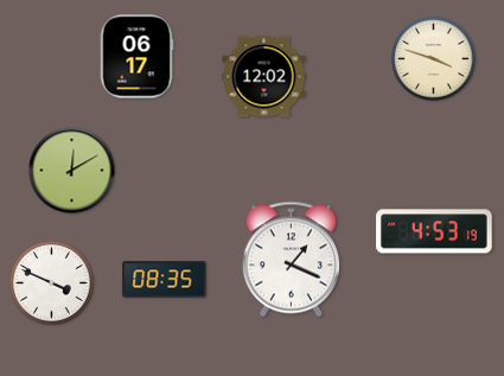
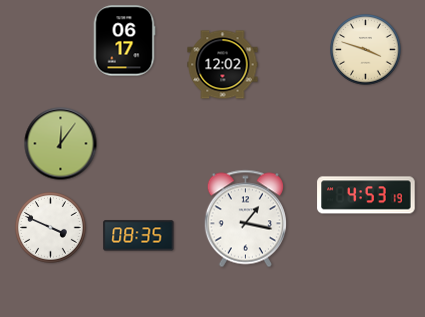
clock at (136, 57) position: (136, 57) -> (124, 41)
clock at (72, 171): 12:10 -> 12:06
clock at (291, 260): 1:19 -> 1:17
clock at (52, 283) position: (52, 283) -> (51, 228)
